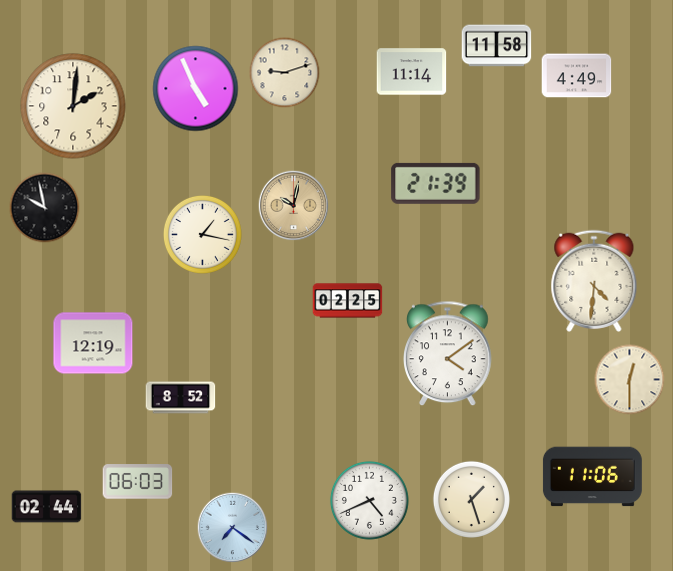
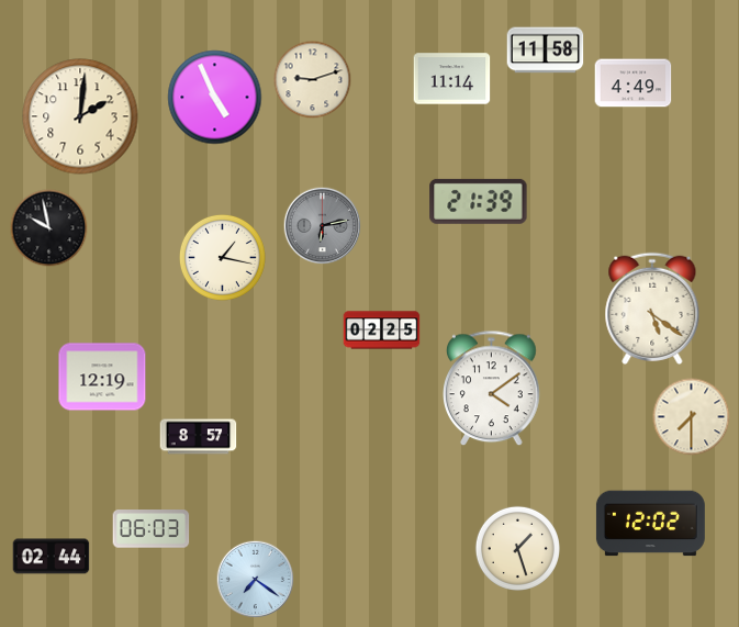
clock at (294, 206): 10:02 -> 6:13
clock at (294, 206) dial: champagne -> grey
clock at (594, 281): 4:31 -> 5:21
clock at (630, 380): 12:30 -> 7:30
clock at (181, 398): 8:52 -> 8:57
clock at (592, 477): 11:06 -> 12:02
clock at (369, 500): 4:41 -> none
